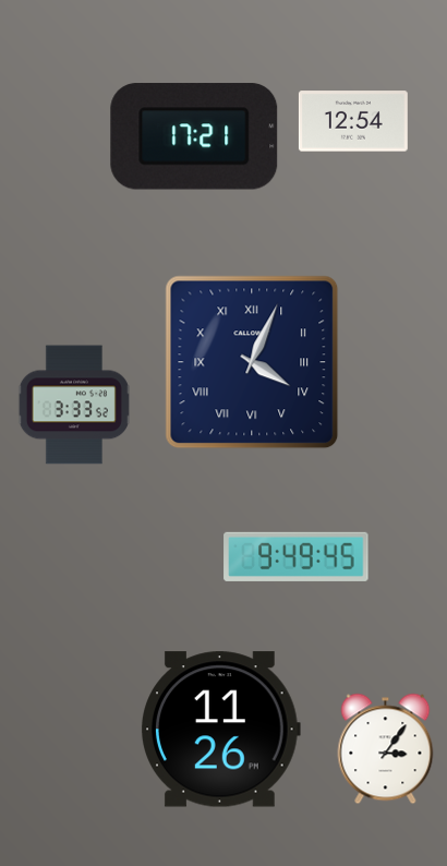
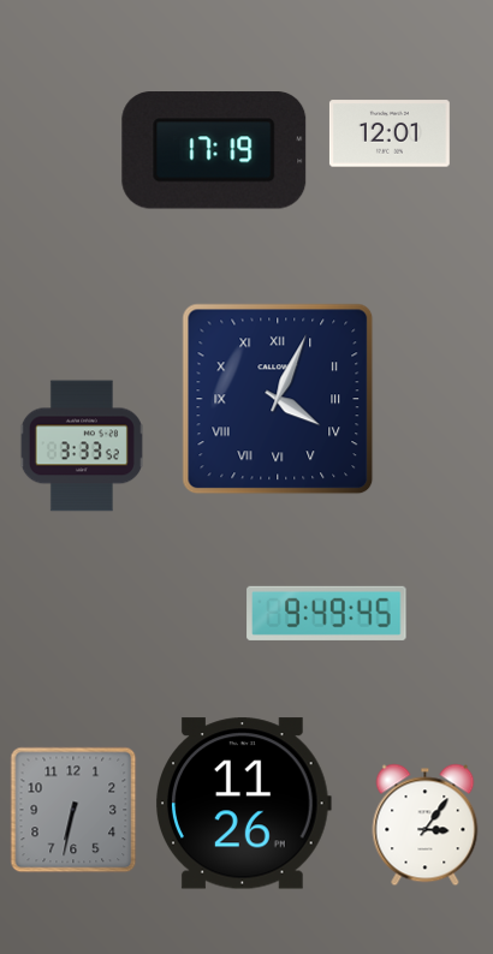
clock at (353, 121): 12:54 -> 12:01
clock at (194, 136): 17:21 -> 17:19
clock at (73, 810): none -> 6:32
